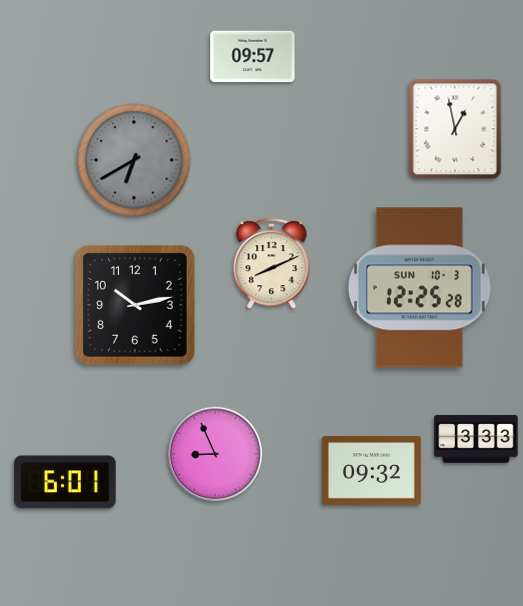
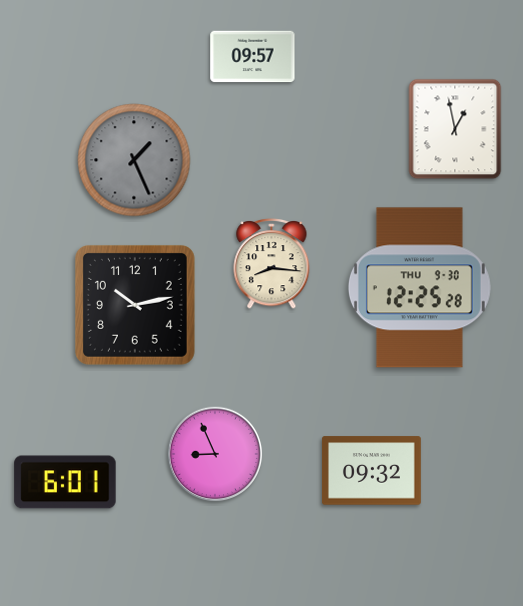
clock at (134, 160): 6:40 -> 1:26
clock at (272, 264): 8:11 -> 8:16
clock at (419, 288) date: SUN 10-3 -> THU 9-30
clock at (476, 439): 3:33 -> none
